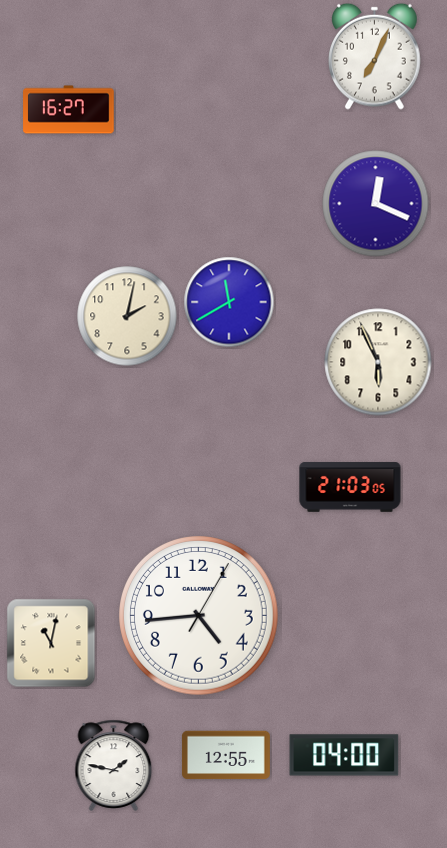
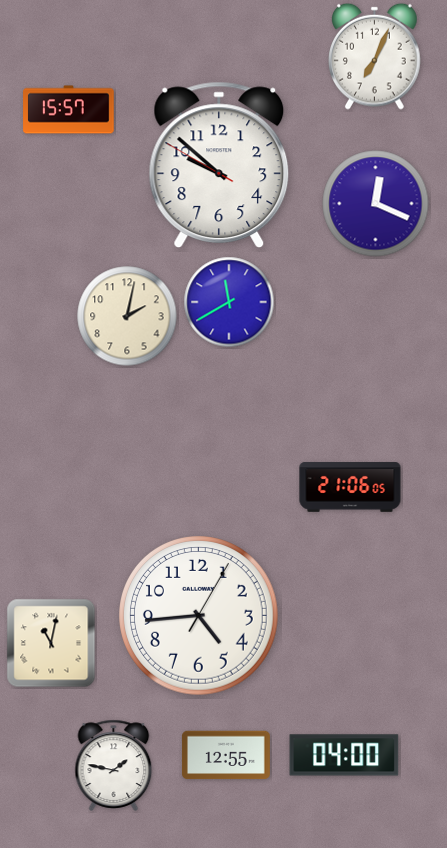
clock at (69, 110): 16:27 -> 15:57
clock at (219, 164): none -> 9:51
clock at (378, 362): 5:56 -> none
clock at (350, 487): 21:03 -> 21:06
